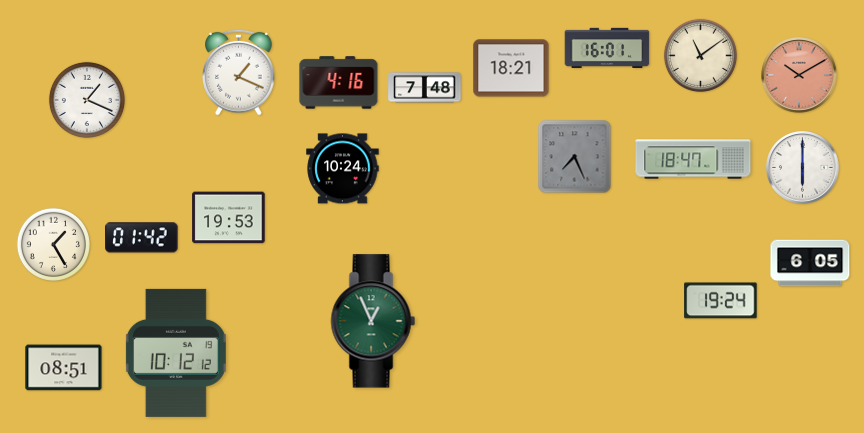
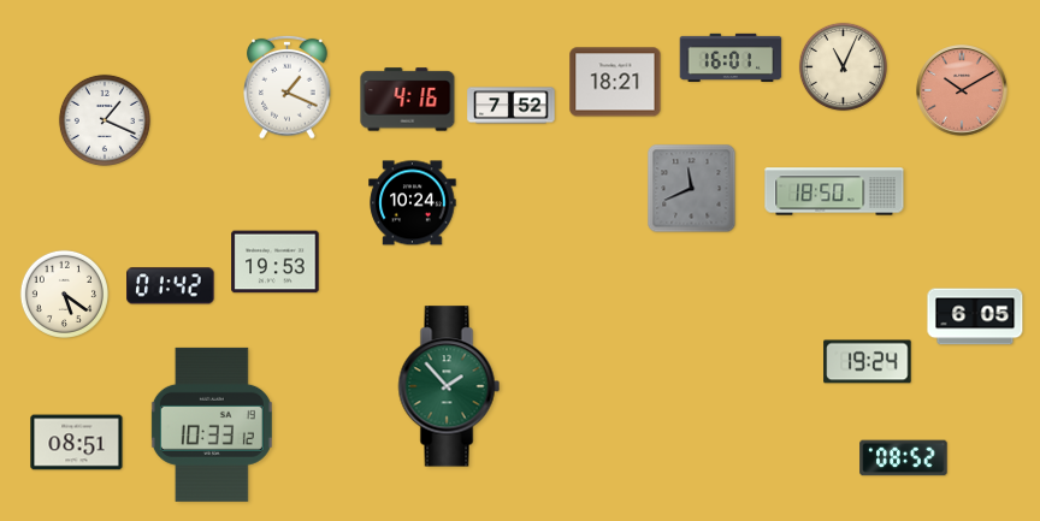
clock at (700, 55): 11:09 -> 11:04
clock at (425, 88): 7:48 -> 7:52
clock at (575, 157): 7:26 -> 11:41
clock at (693, 159): 18:47 -> 18:50
clock at (803, 168): 6:00 -> none
clock at (53, 244): 1:25 -> 5:21
clock at (373, 321): 12:56 -> 1:53
clock at (176, 353): 10:12 -> 10:33
clock at (904, 458): none -> 08:52
